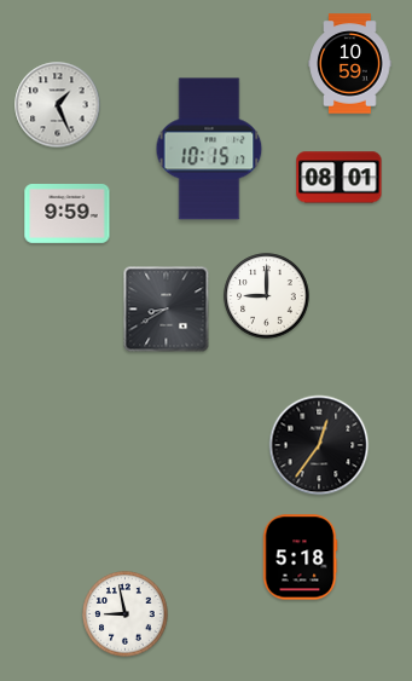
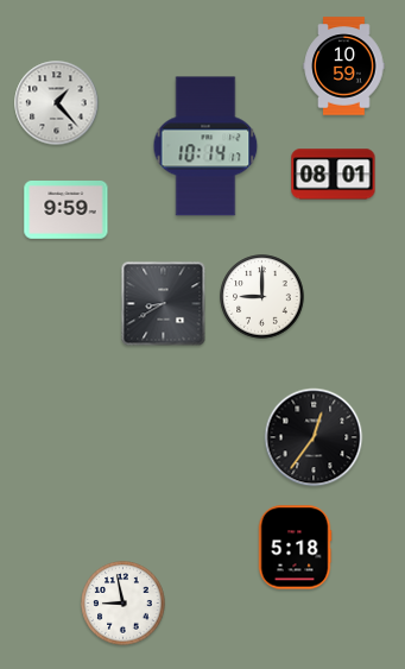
clock at (350, 64) position: (350, 64) -> (344, 67)
clock at (58, 105): 1:26 -> 1:23
clock at (209, 149): 10:15 -> 10:14
clock at (267, 296) position: (267, 296) -> (262, 297)
